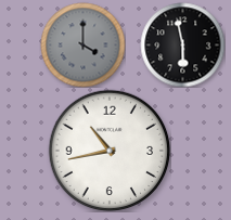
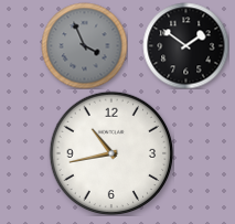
clock at (82, 44): 4:00 -> 3:56
clock at (182, 44): 5:58 -> 1:51
